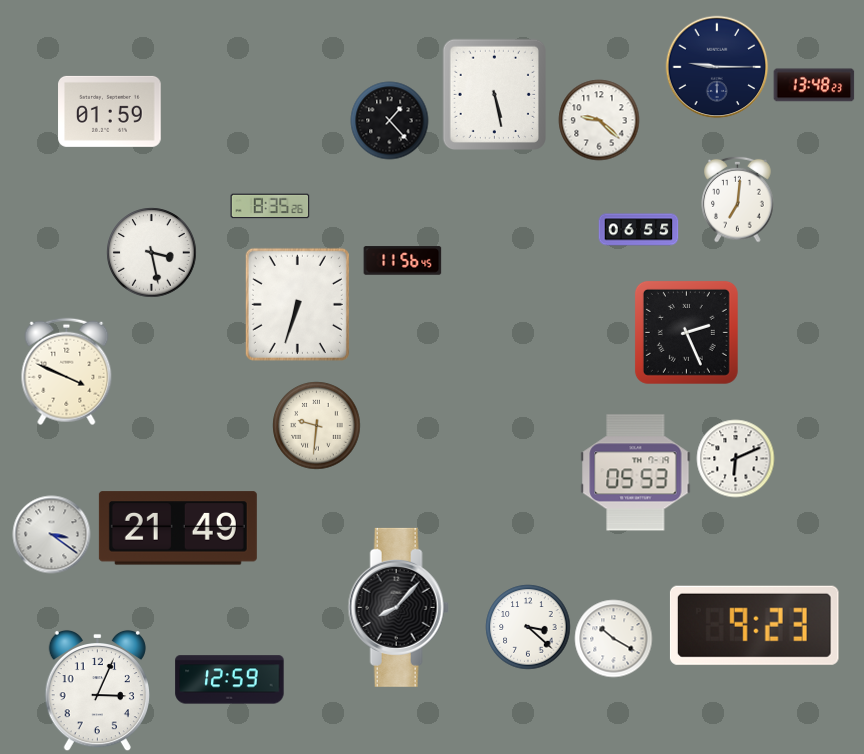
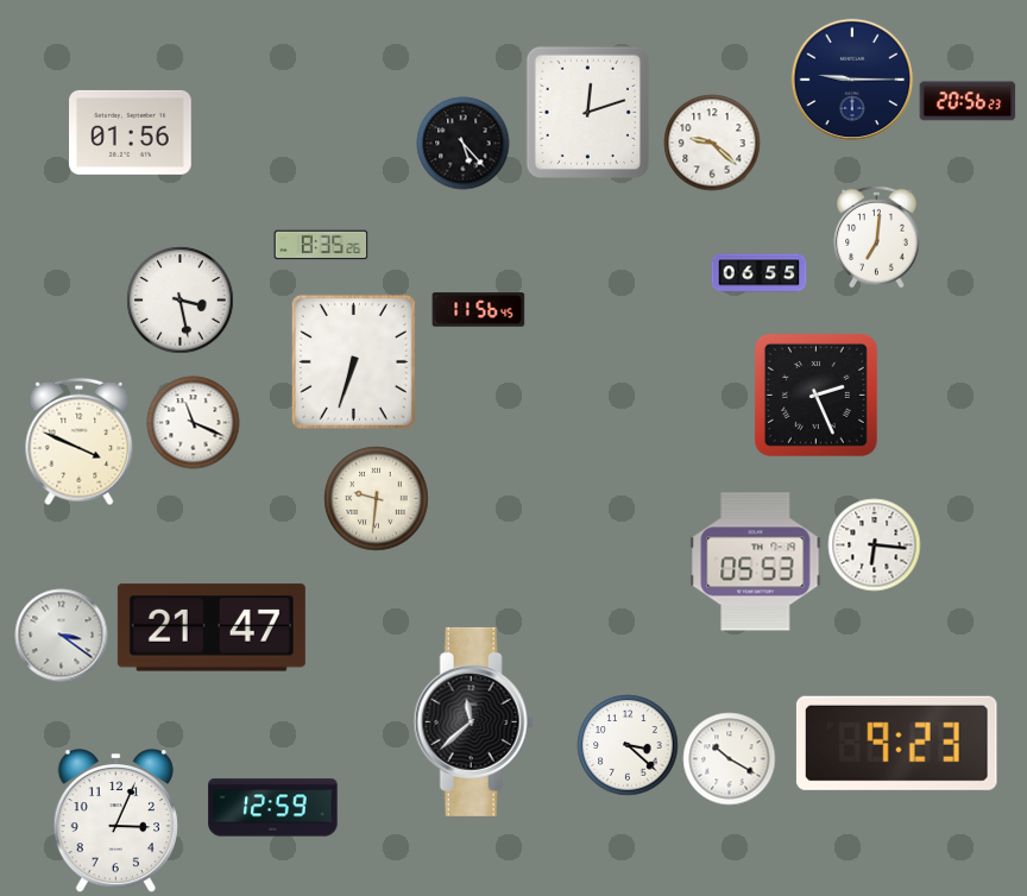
clock at (814, 85): 13:48 -> 20:56
clock at (494, 94): 5:28 -> 12:12
clock at (110, 111): 01:59 -> 01:56
clock at (389, 120): 1:23 -> 5:23
clock at (193, 422): none -> 11:19
clock at (316, 425) position: (316, 425) -> (376, 498)
clock at (735, 458): 6:11 -> 6:16
clock at (178, 528): 21:49 -> 21:47
clock at (398, 607): 8:07 -> 11:38
